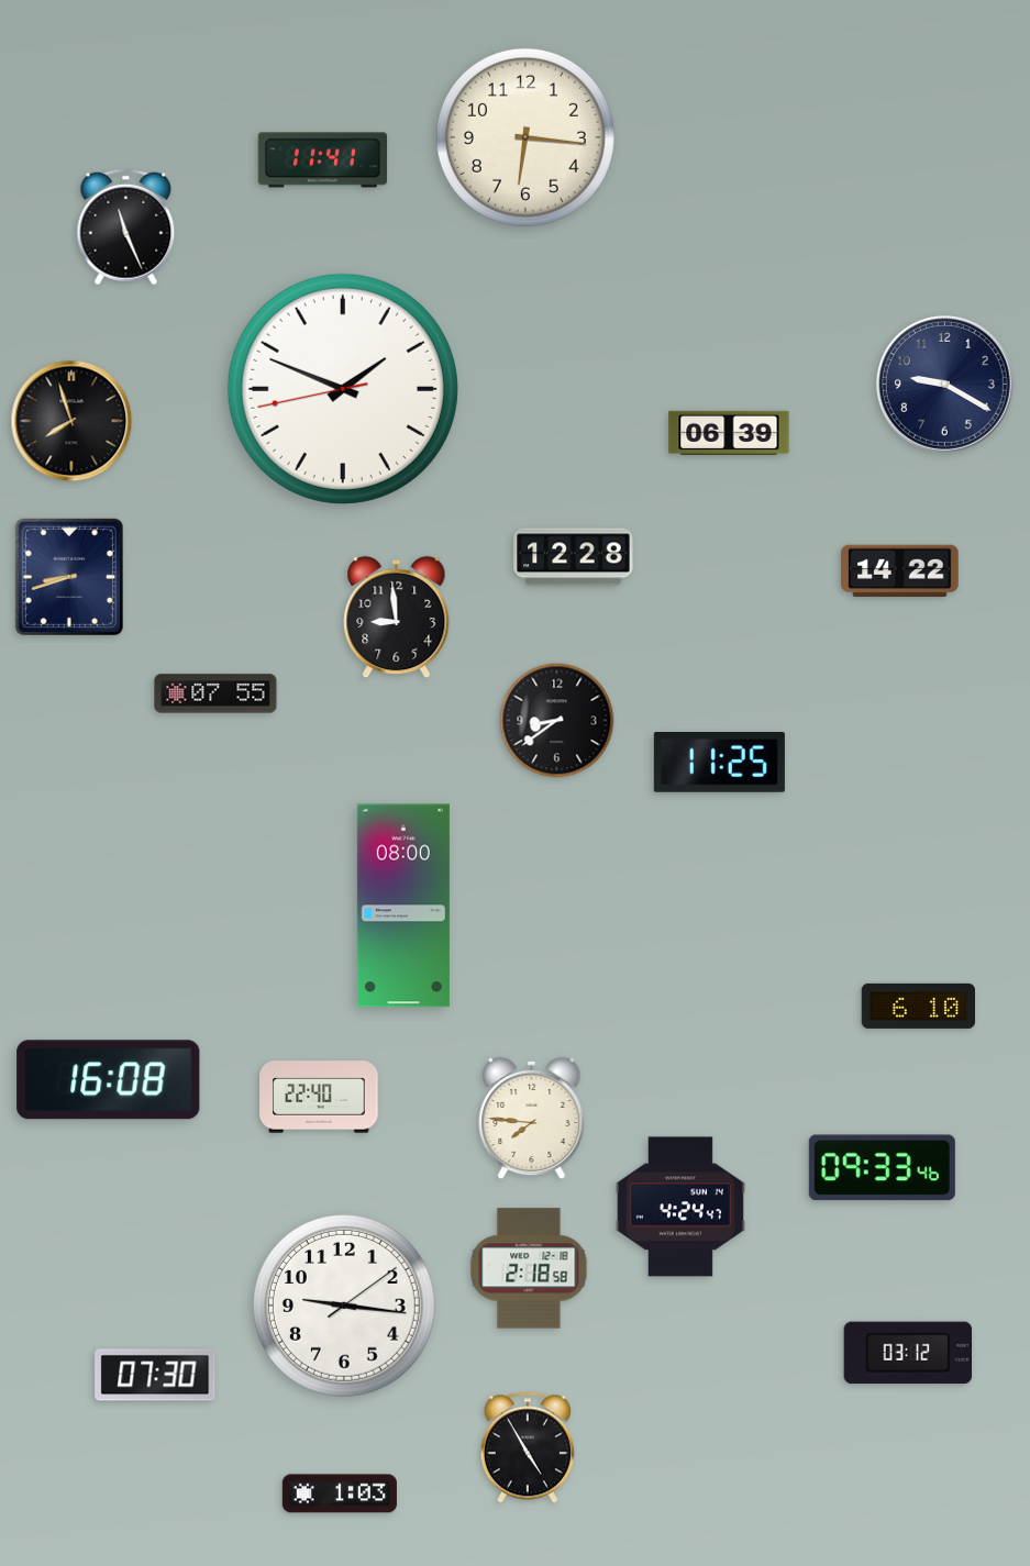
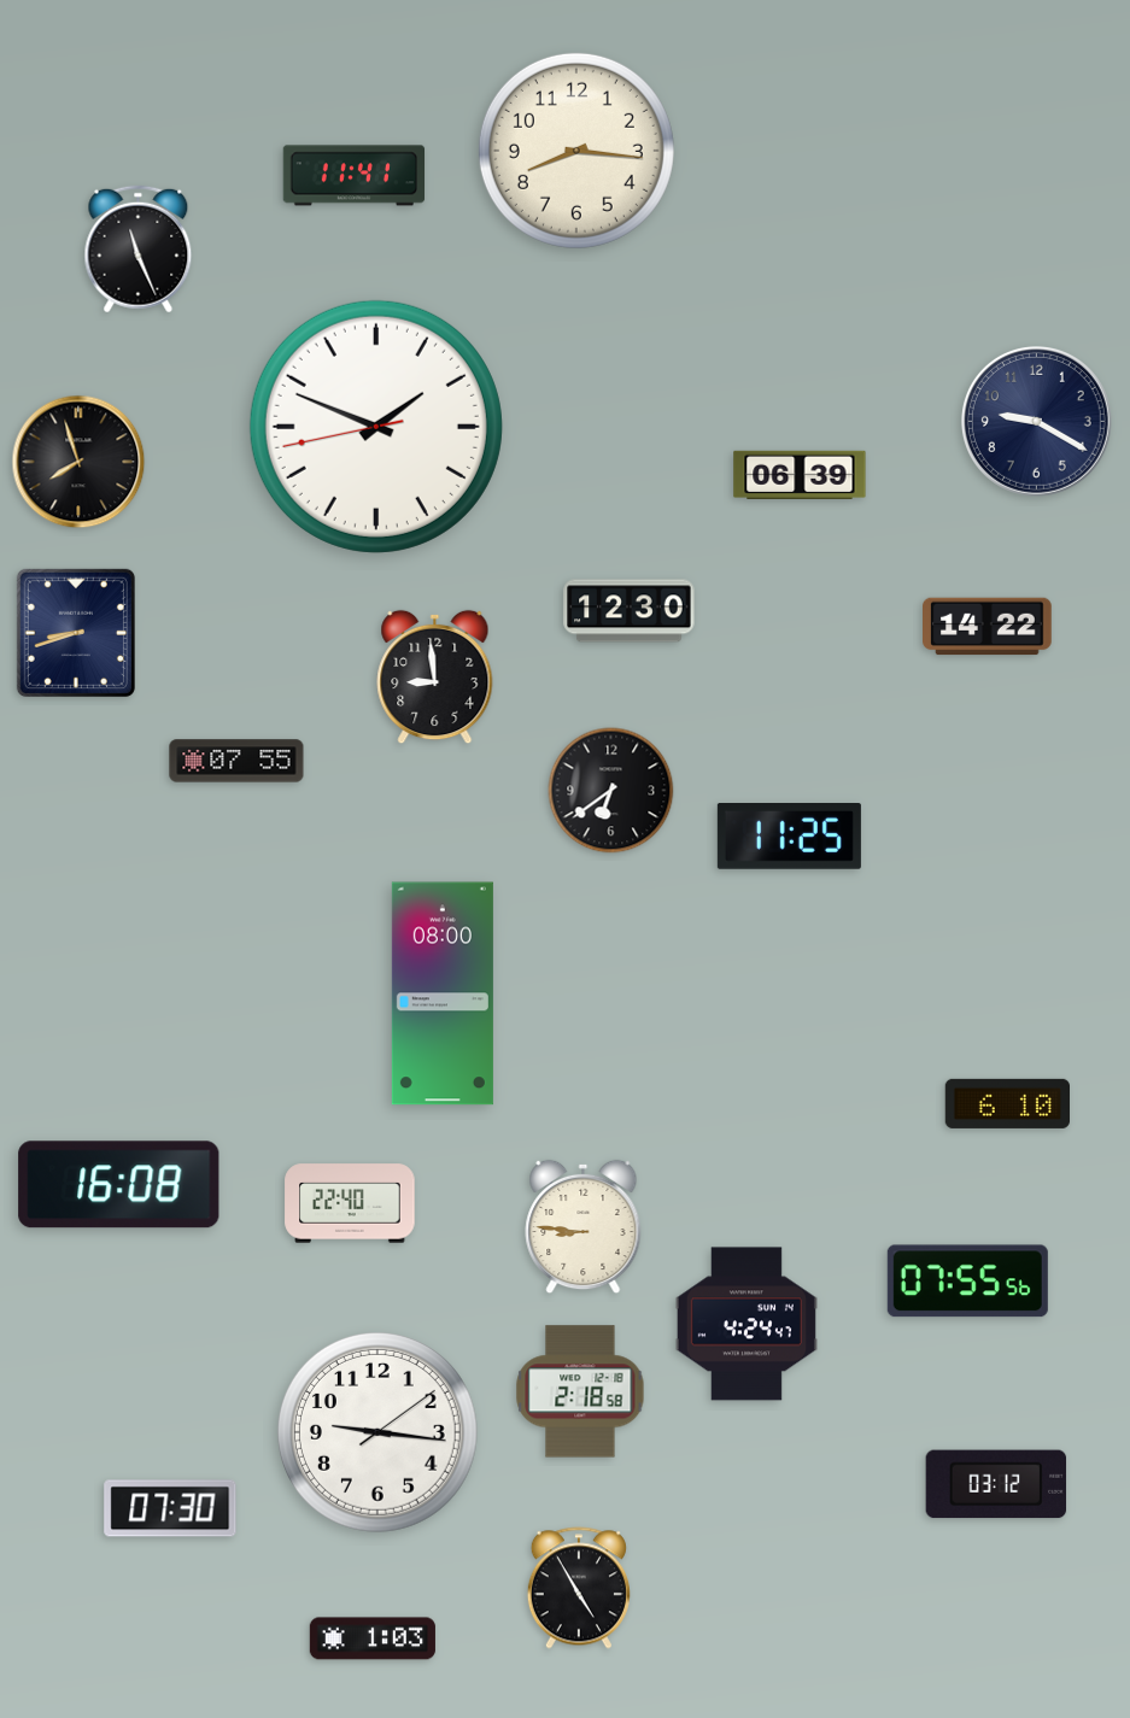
clock at (525, 137): 6:16 -> 8:16
clock at (574, 557): 12:28 -> 12:30
clock at (557, 721): 8:39 -> 6:39
clock at (532, 1119): 7:46 -> 8:46
clock at (882, 1168): 09:33 -> 07:55
